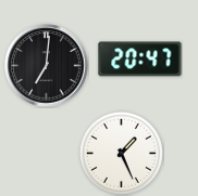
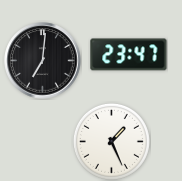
clock at (140, 60): 20:47 -> 23:47
